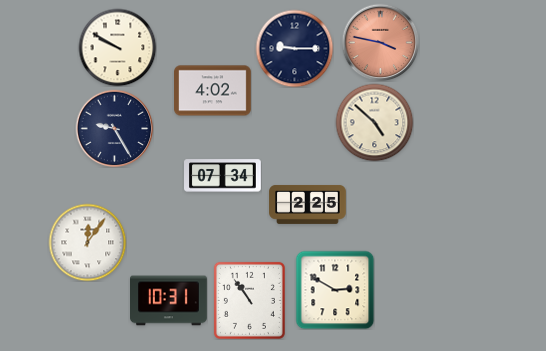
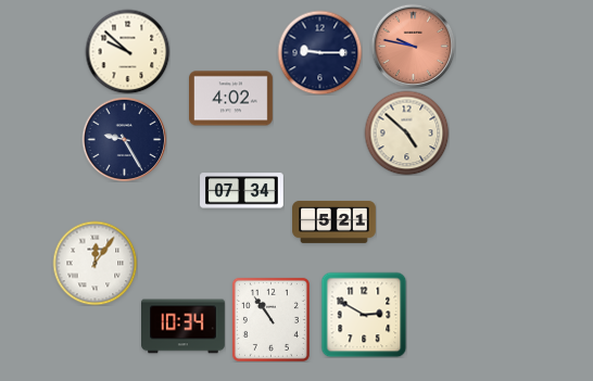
clock at (380, 42): 3:47 -> 9:47
clock at (117, 47): 9:50 -> 9:52
clock at (308, 205): 2:25 -> 5:21
clock at (249, 300) position: (249, 300) -> (270, 319)
clock at (169, 301): 10:31 -> 10:34
